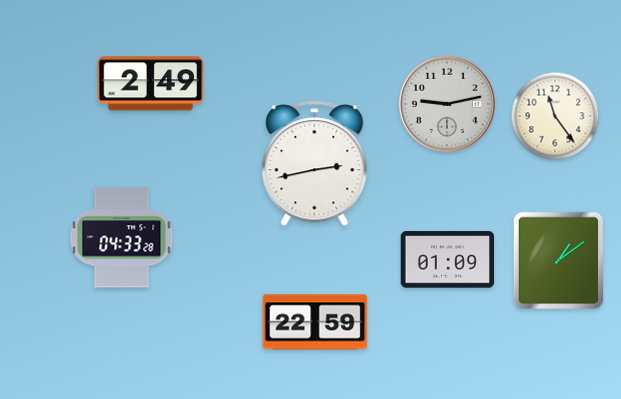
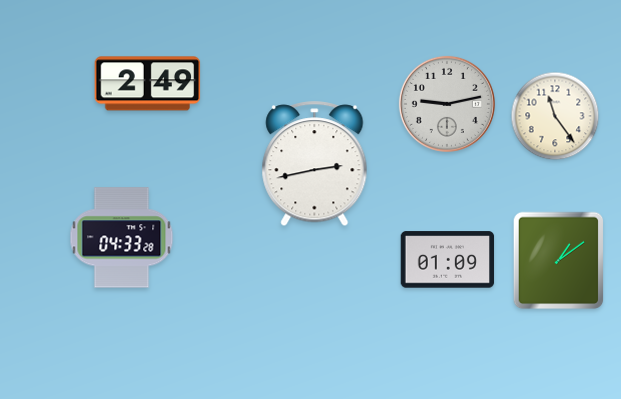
clock at (151, 84) position: (151, 84) -> (148, 84)
clock at (315, 322): 22:59 -> none
